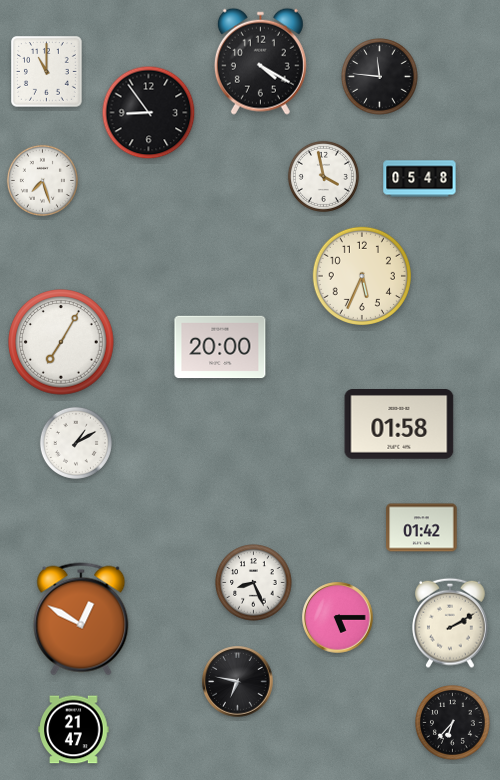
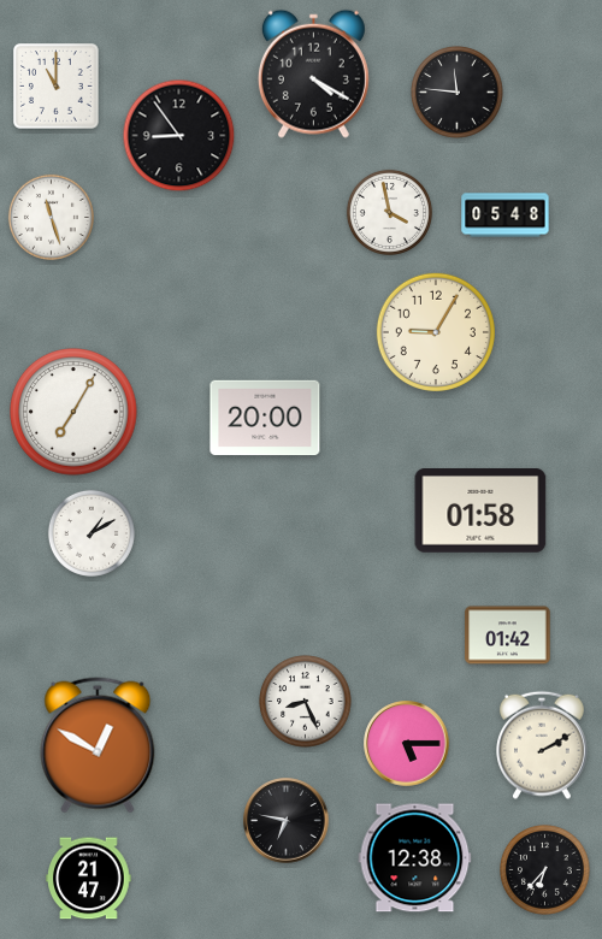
clock at (42, 180): 7:27 -> 11:27
clock at (362, 276): 5:34 -> 9:05
clock at (451, 623) position: (451, 623) -> (543, 745)
clock at (415, 858): none -> 12:38
